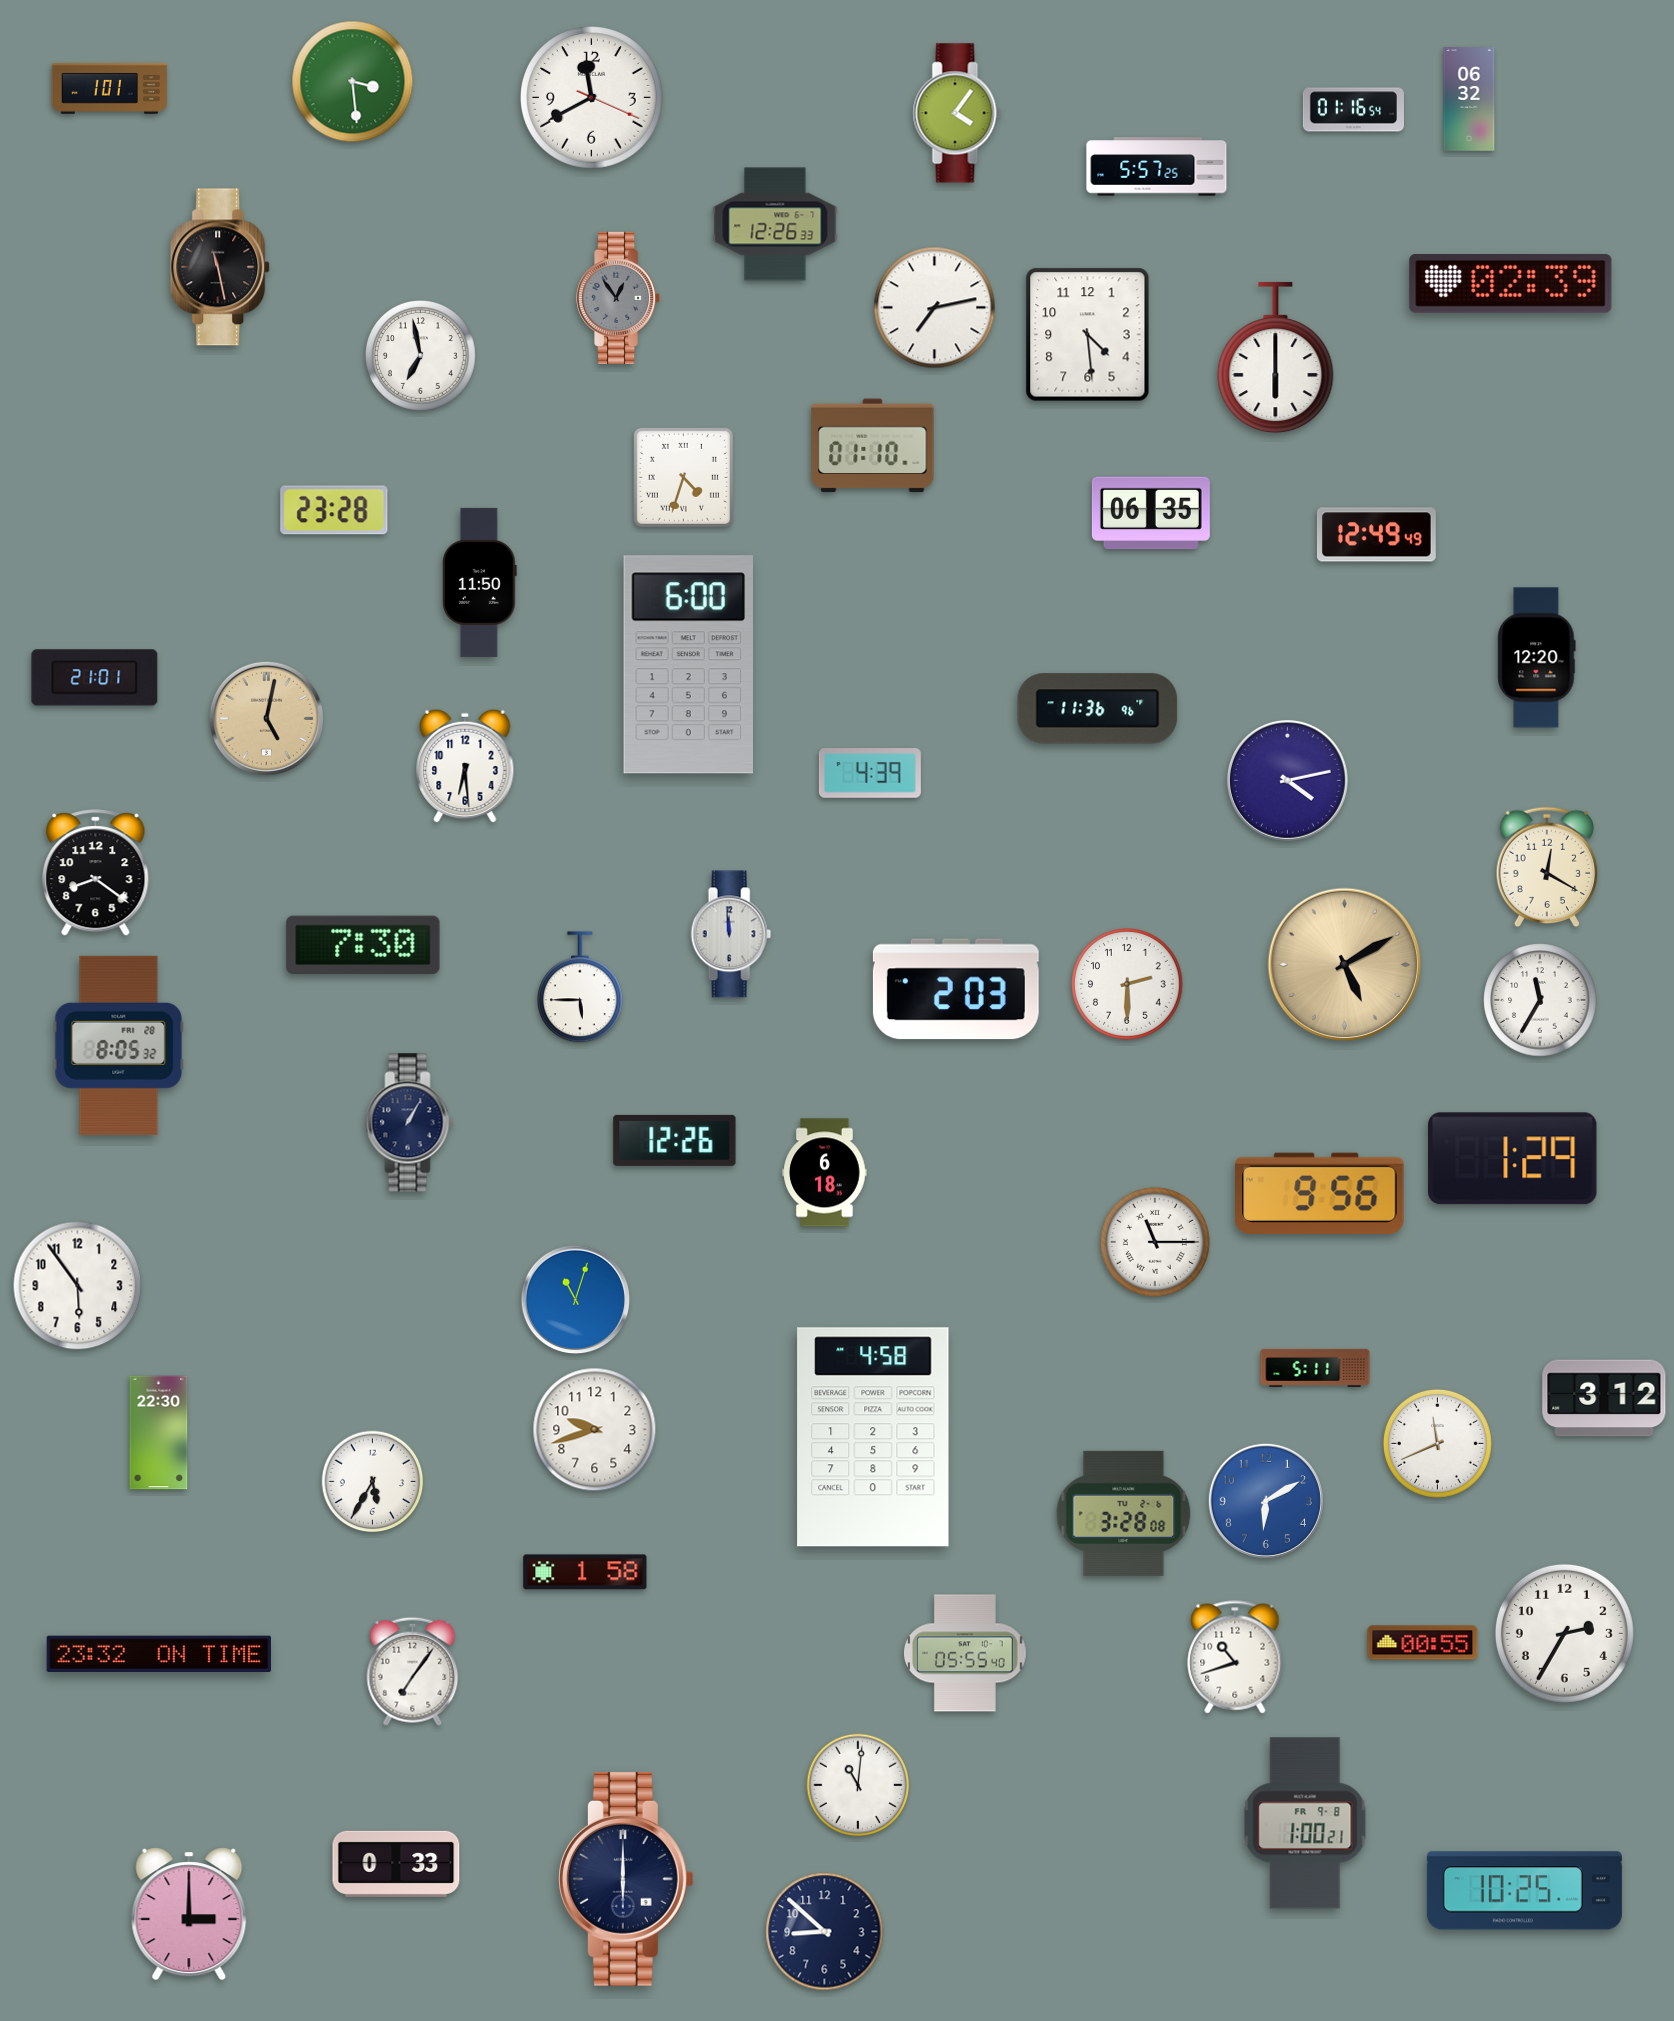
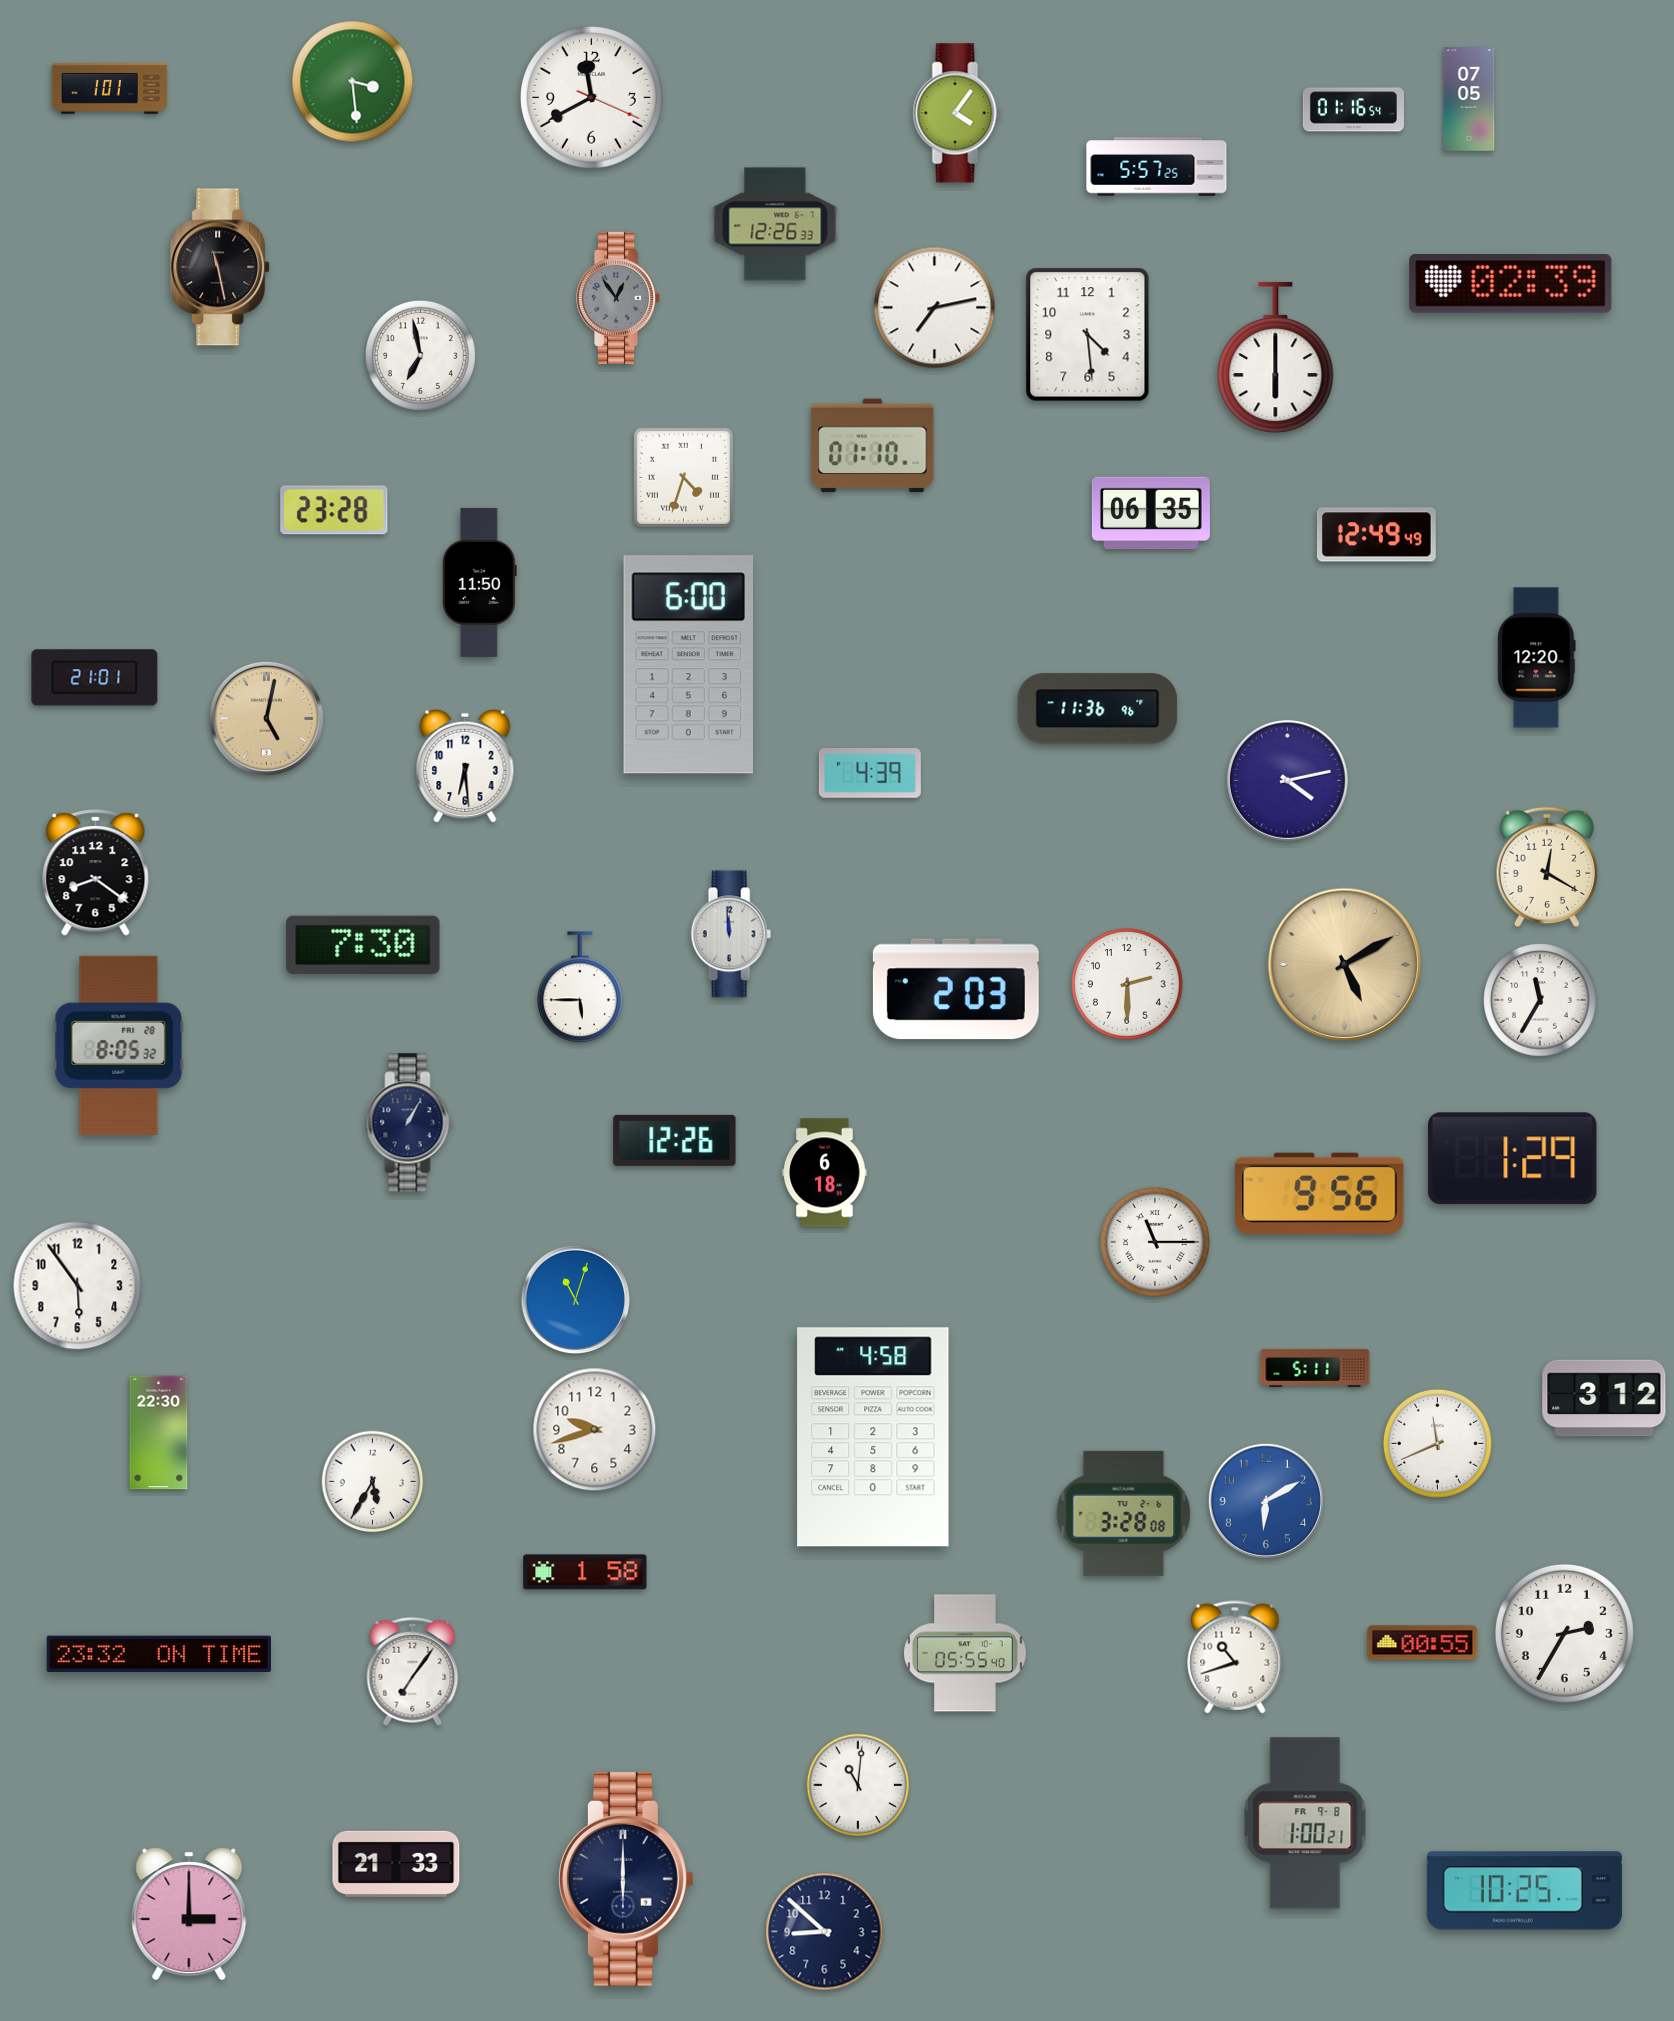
clock at (1469, 99): 06:32 -> 07:05
clock at (396, 1864): 0:33 -> 21:33
